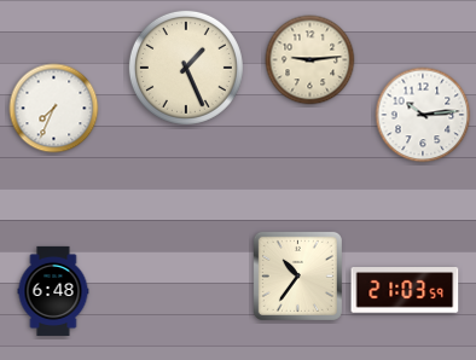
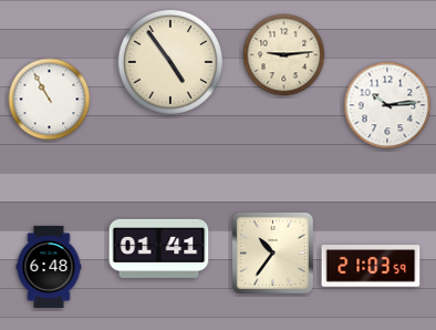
clock at (186, 68): 1:26 -> 4:54
clock at (54, 109): 7:34 -> 10:55
clock at (159, 248): none -> 01:41
